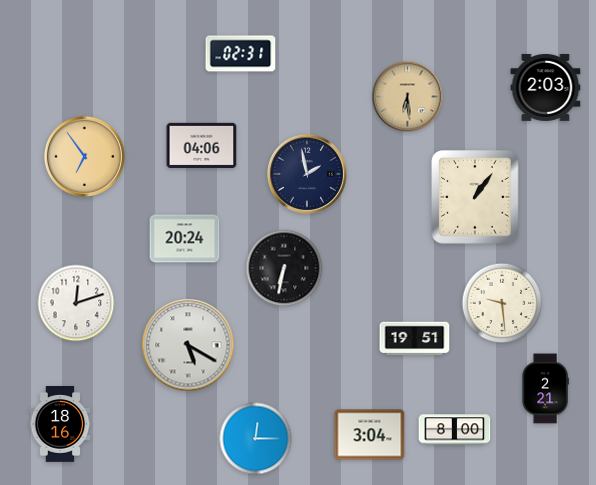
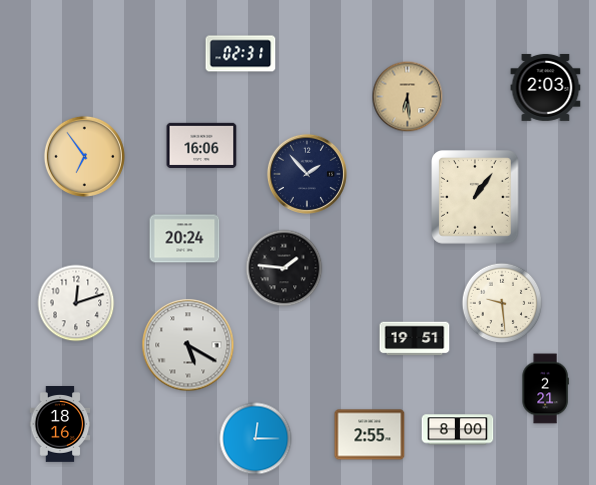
clock at (202, 145): 04:06 -> 16:06
clock at (307, 174): 1:58 -> 1:53
clock at (284, 268): 6:32 -> 1:46
clock at (455, 430) position: (455, 430) -> (458, 430)
clock at (370, 435): 3:04 -> 2:55
